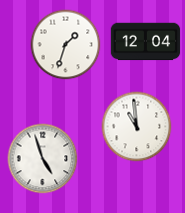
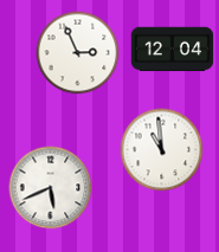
clock at (66, 45): 1:33 -> 2:56
clock at (43, 159): 4:57 -> 5:41
